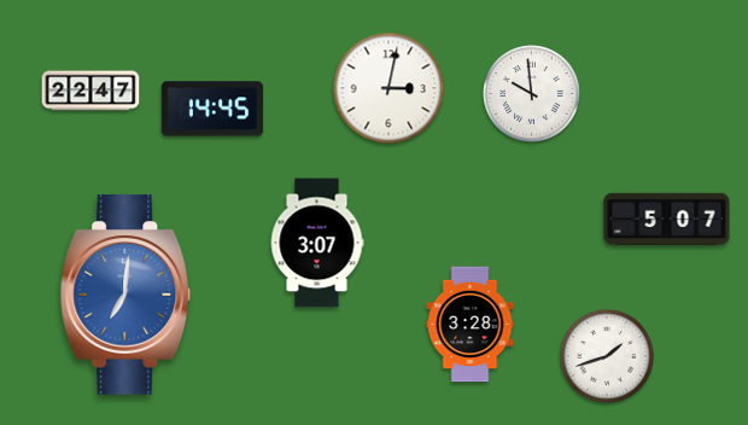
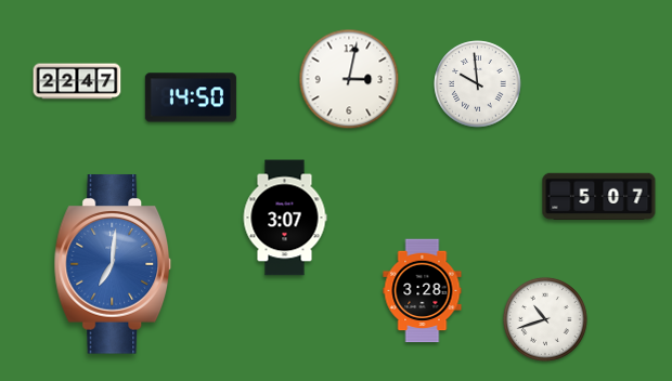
clock at (90, 91) position: (90, 91) -> (77, 81)
clock at (212, 109): 14:45 -> 14:50
clock at (607, 356): 1:42 -> 10:42
